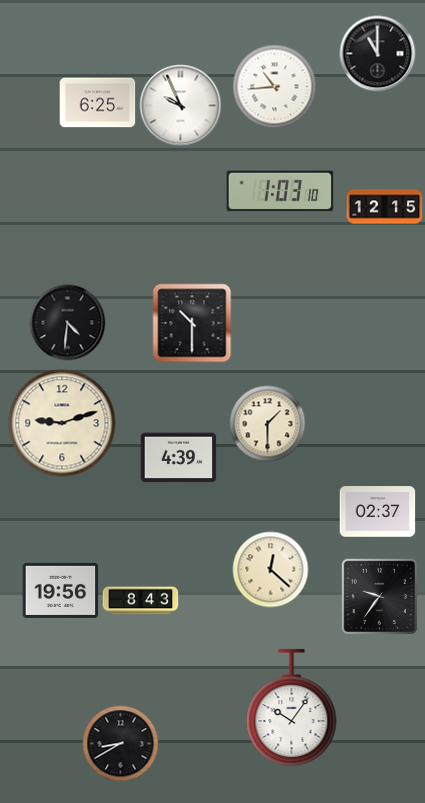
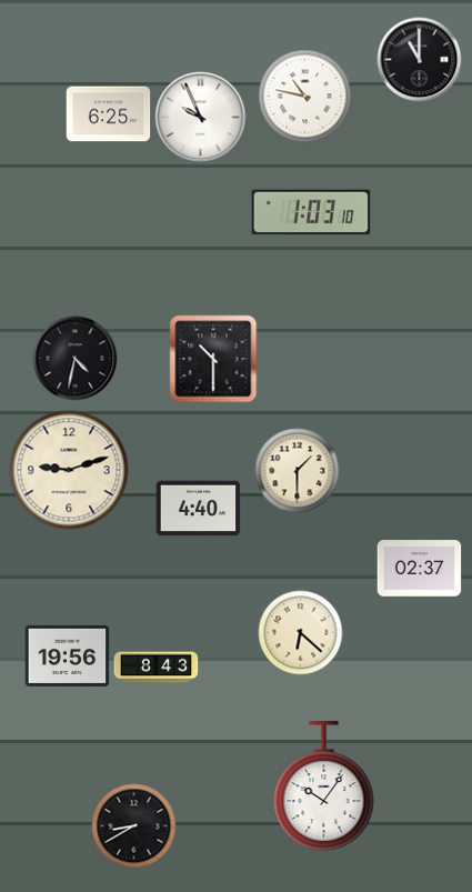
clock at (275, 87): 10:44 -> 10:47
clock at (385, 207): 12:15 -> none
clock at (68, 323): 4:31 -> 4:32
clock at (179, 458): 4:39 -> 4:40
clock at (271, 570): 12:22 -> 6:22
clock at (379, 596): 9:36 -> none
